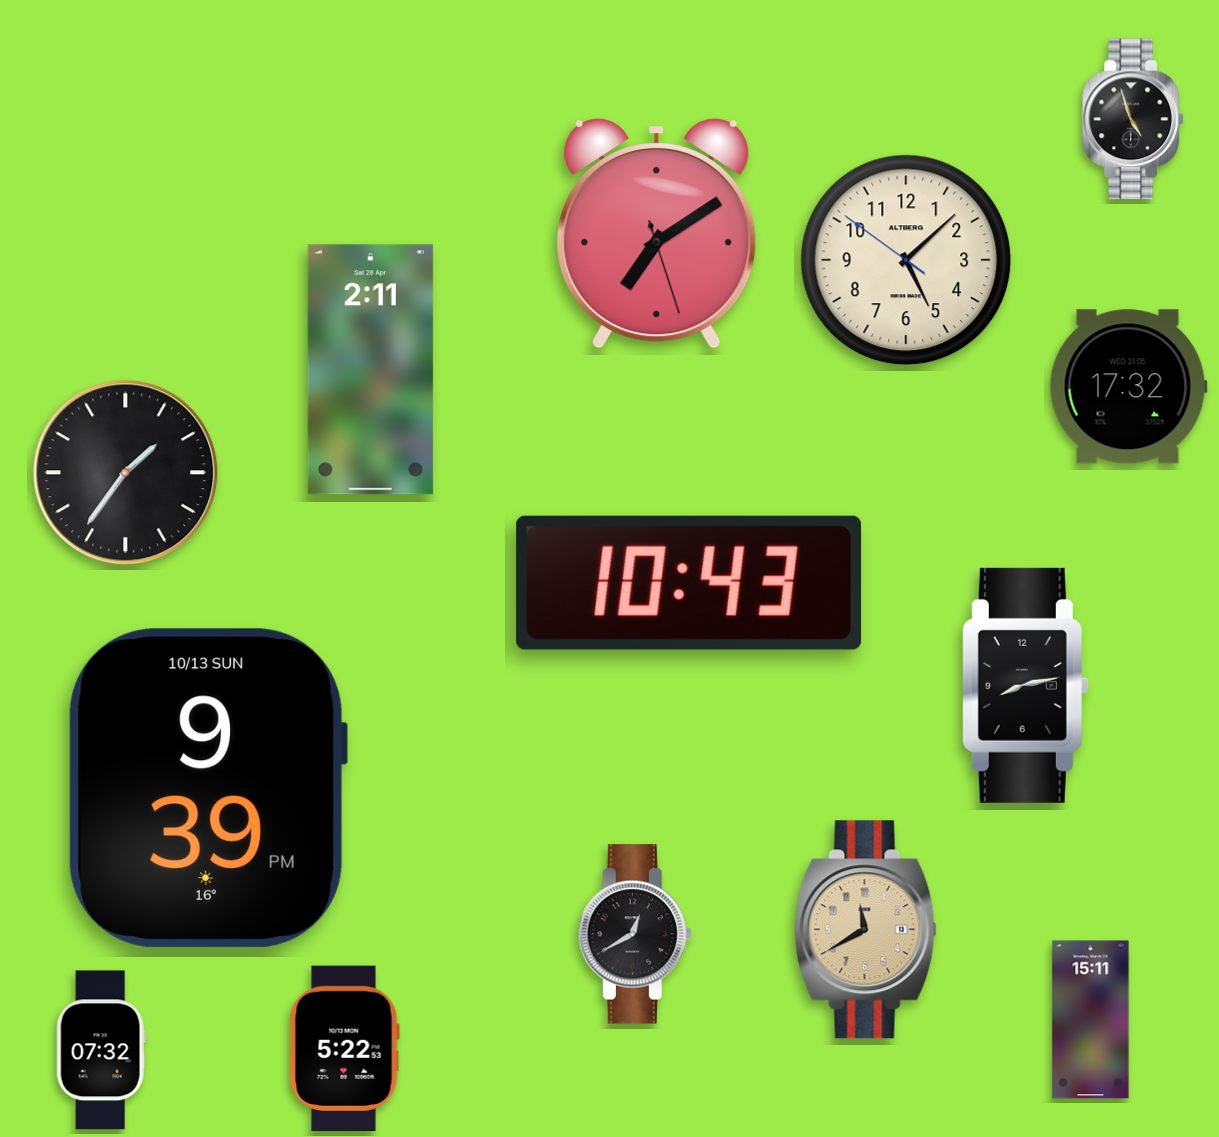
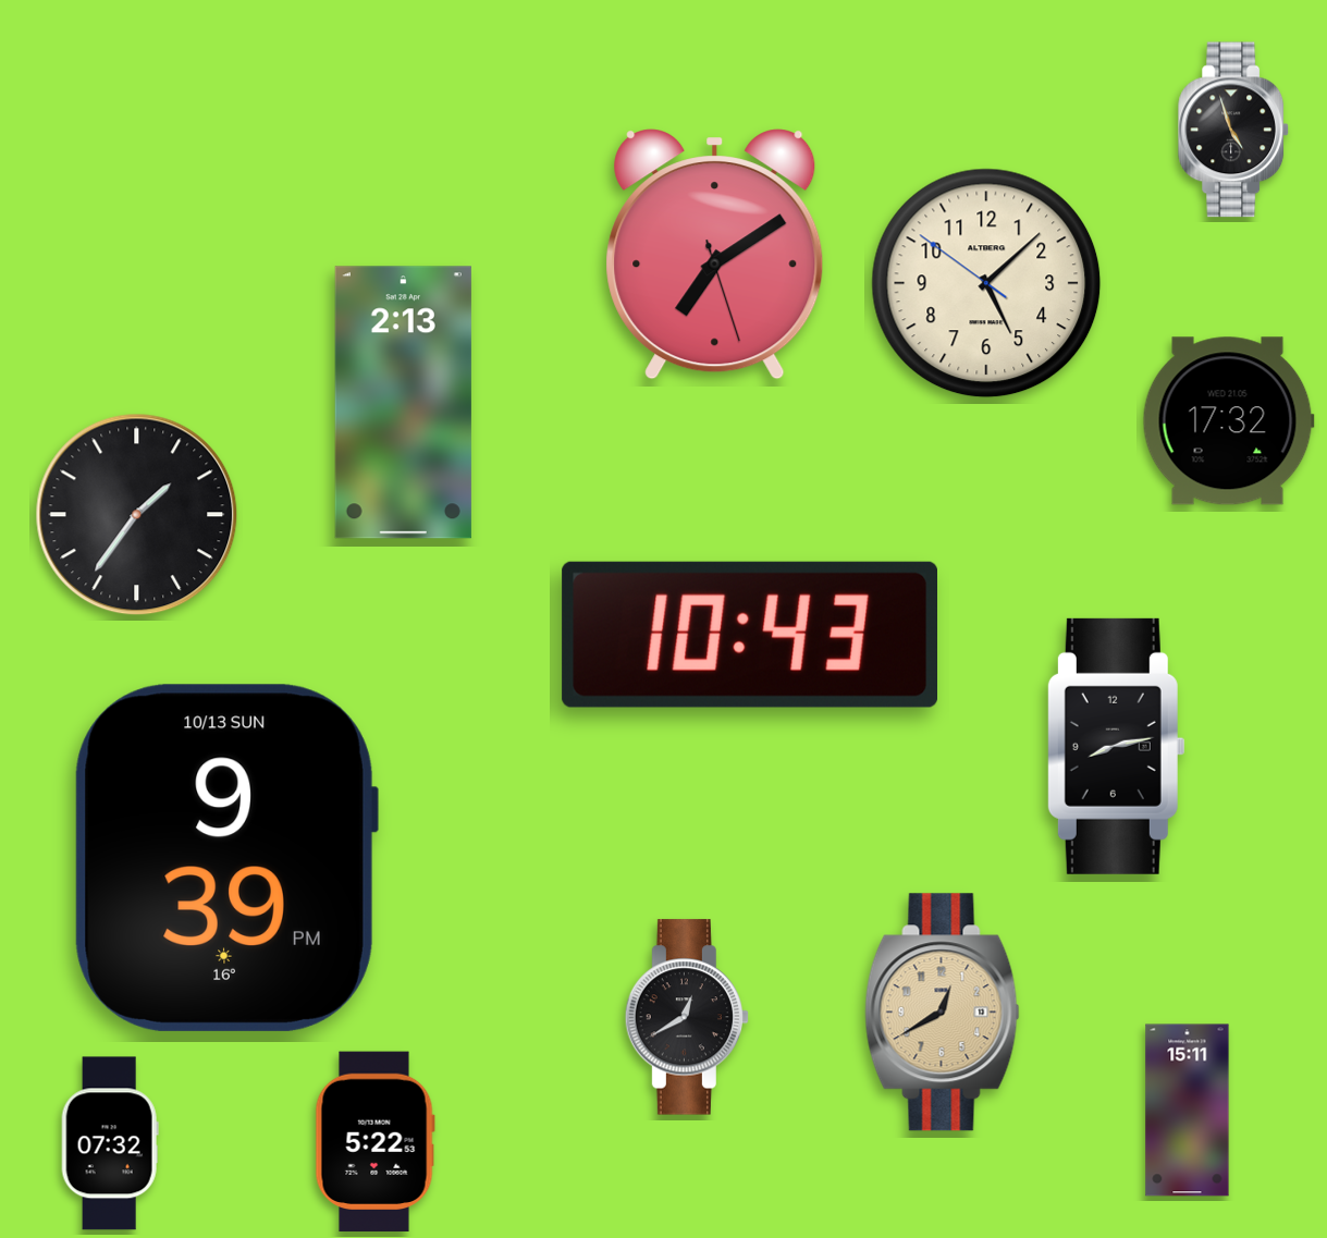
clock at (370, 370): 2:11 -> 2:13
clock at (866, 930): 11:40 -> 12:40
clock at (635, 934) position: (635, 934) -> (687, 1017)
